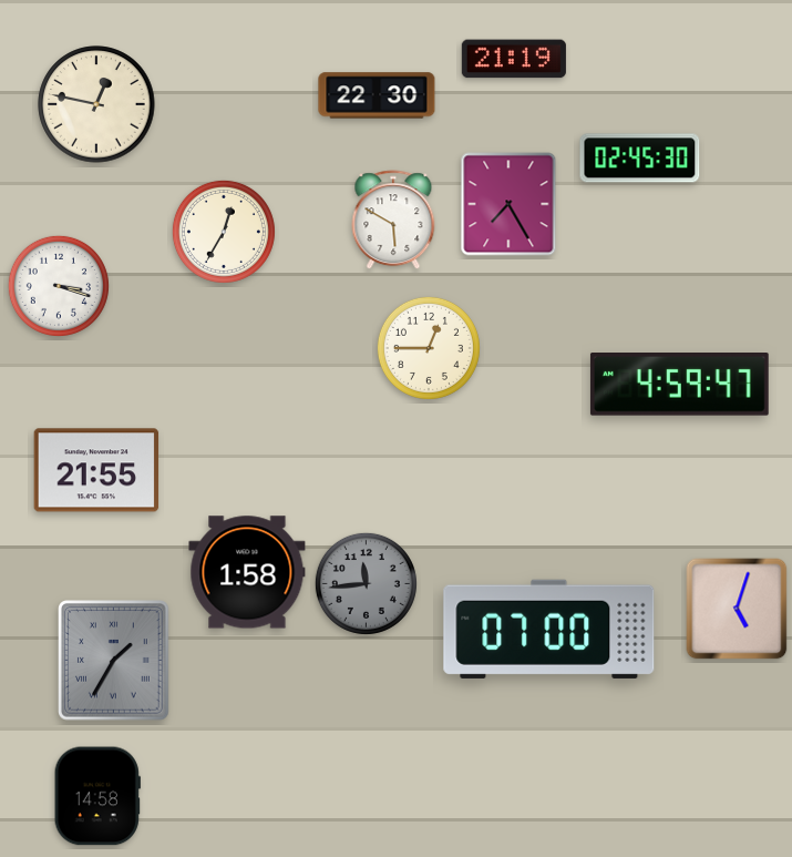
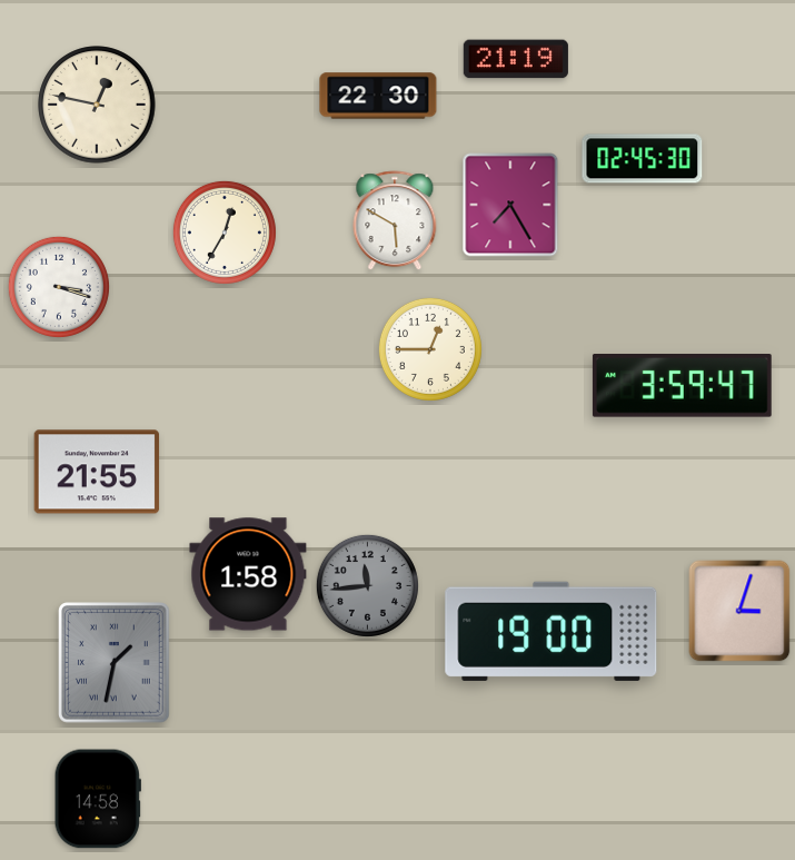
clock at (679, 385): 4:59 -> 3:59
clock at (737, 609): 5:03 -> 3:03
clock at (549, 629): 07:00 -> 19:00
clock at (114, 661): 1:35 -> 1:32
